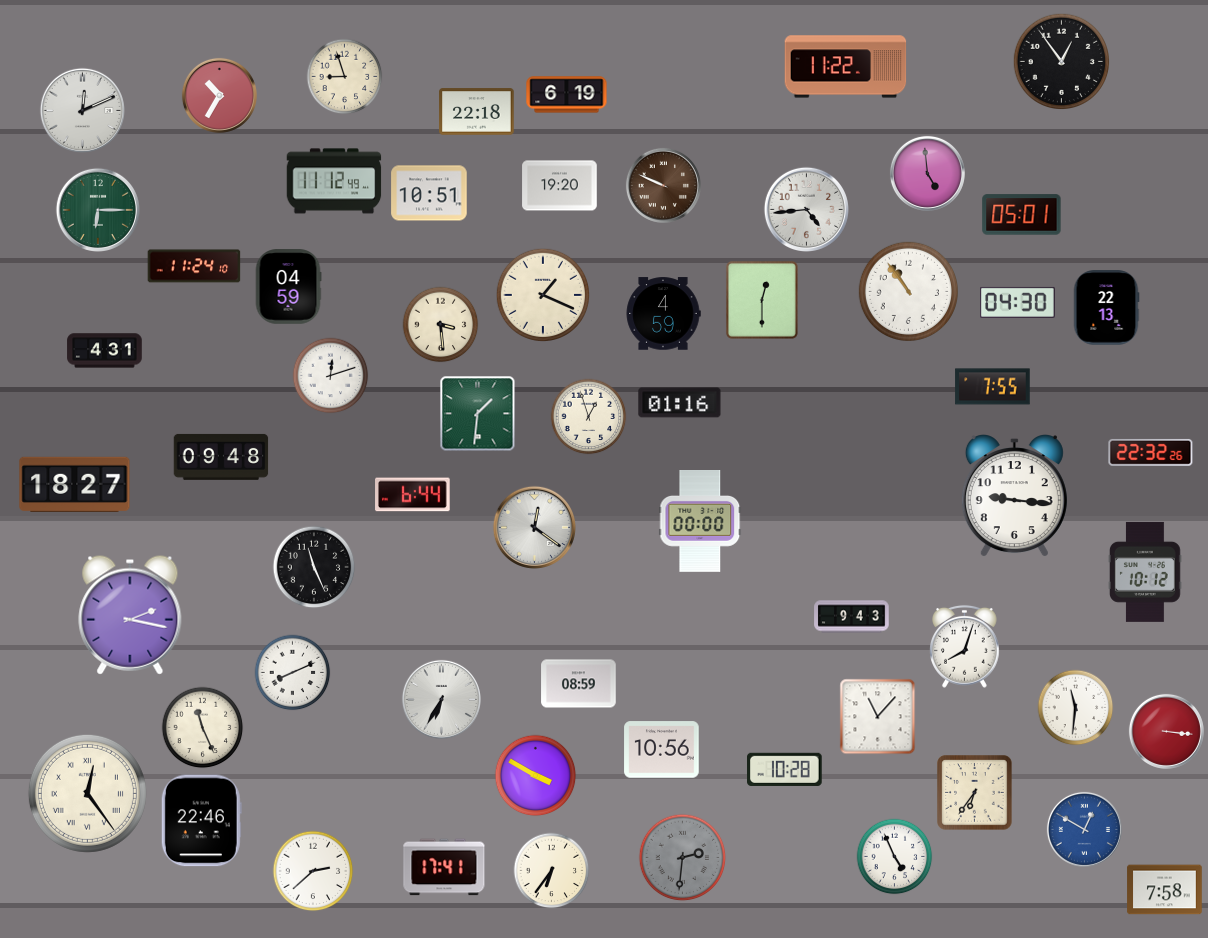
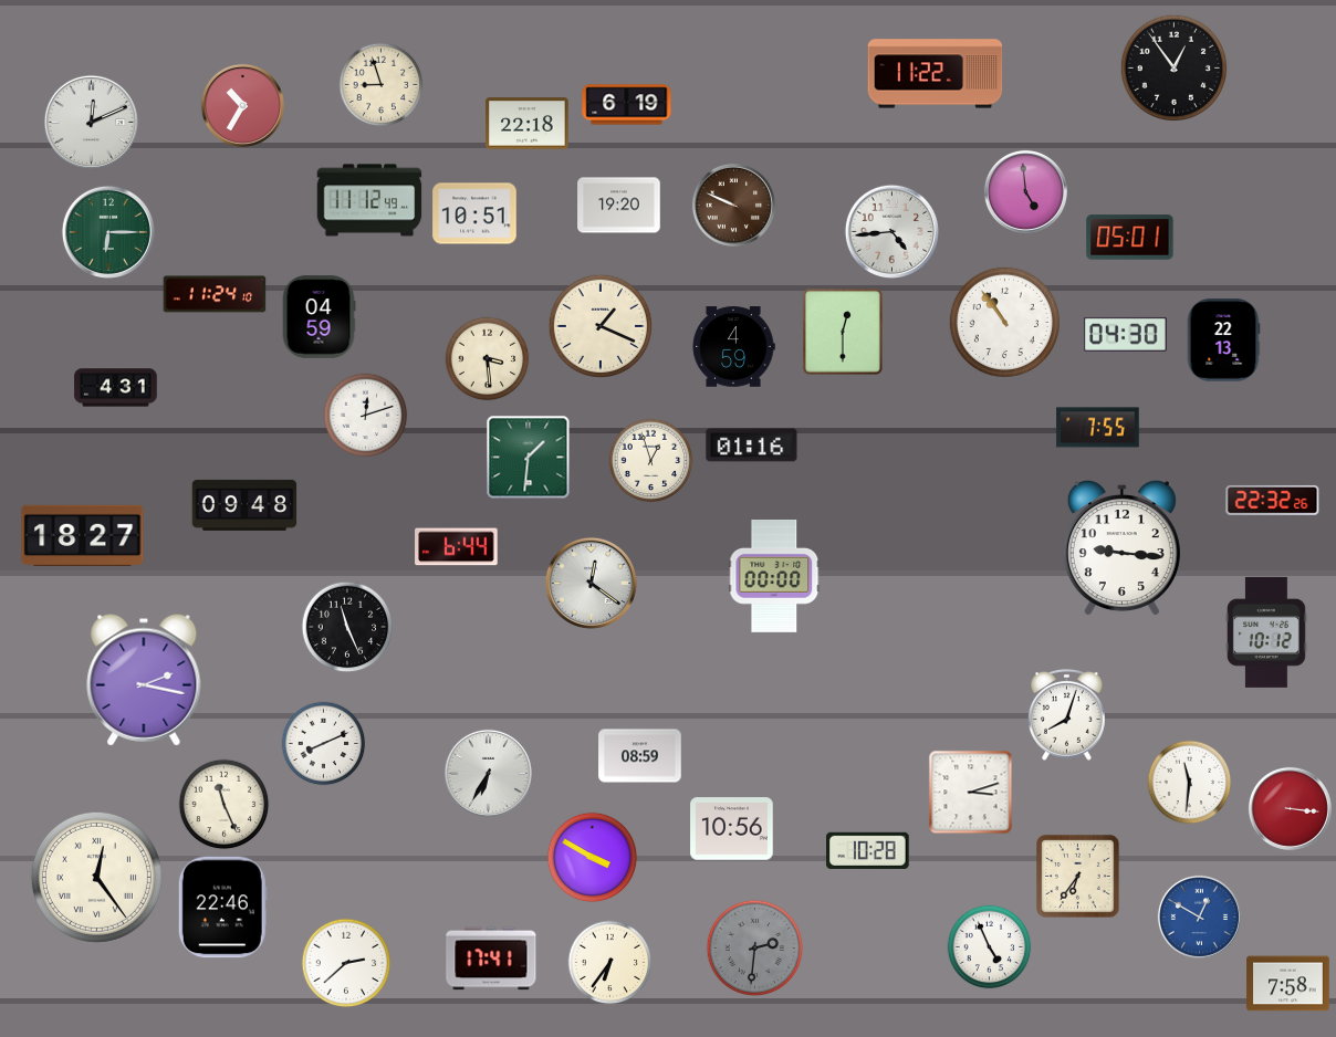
clock at (852, 617): 9:43 -> none
clock at (878, 717): 11:07 -> 3:12
